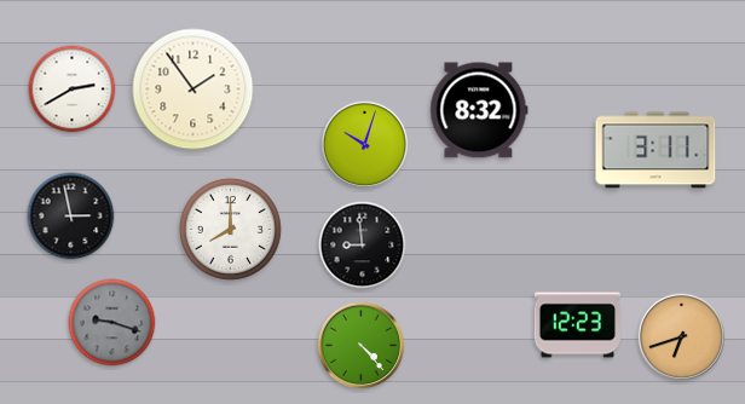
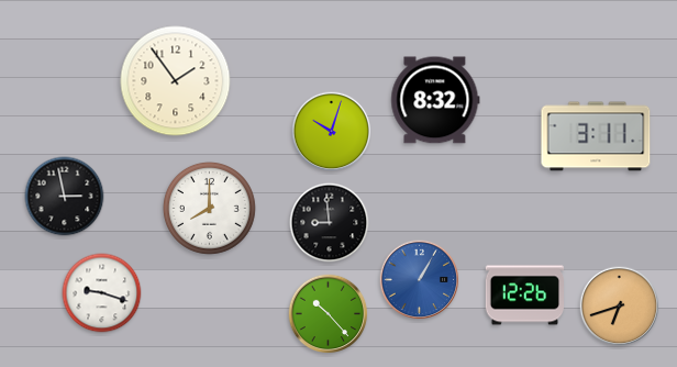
clock at (73, 90): 2:40 -> none
clock at (420, 280): none -> 1:05
clock at (112, 323) dial: grey -> white
clock at (578, 325): 12:23 -> 12:26
clock at (362, 346): 4:23 -> 10:23
